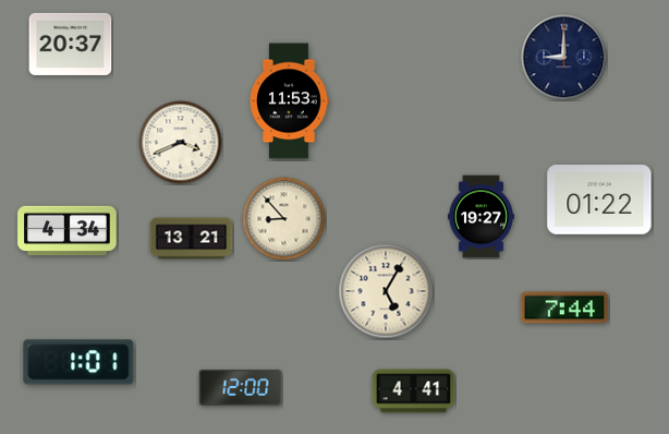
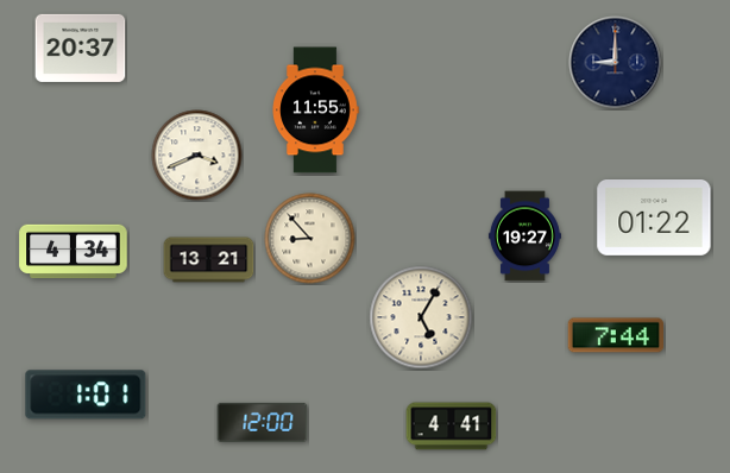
clock at (71, 44) position: (71, 44) -> (81, 48)
clock at (289, 101): 11:53 -> 11:55
